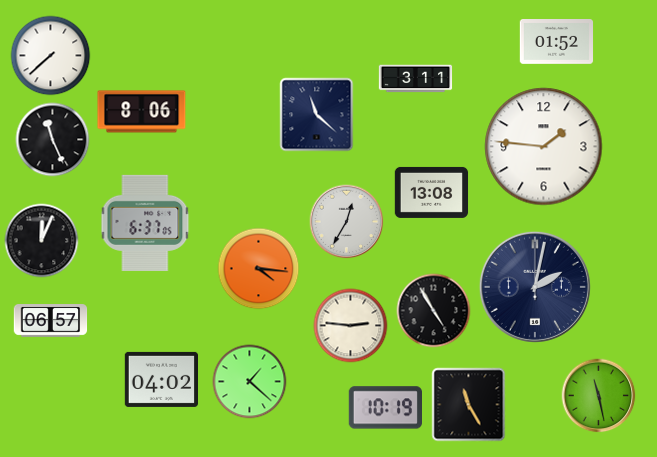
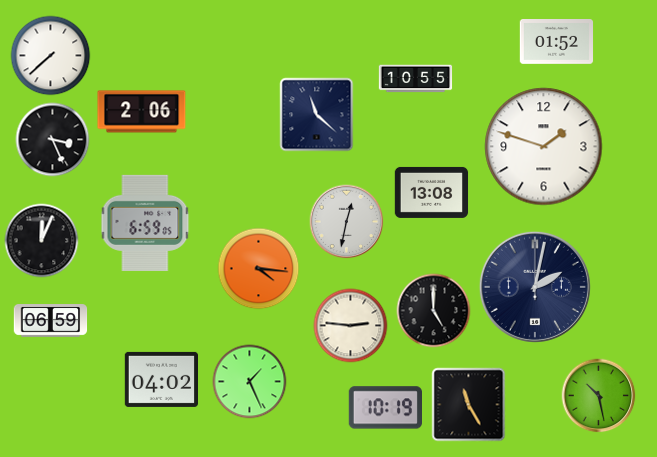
clock at (416, 79): 3:11 -> 10:55
clock at (142, 112): 8:06 -> 2:06
clock at (53, 140): 11:26 -> 3:26
clock at (544, 147): 1:46 -> 1:48
clock at (347, 222): 12:35 -> 12:32
clock at (145, 223): 6:37 -> 6:59
clock at (434, 311): 4:55 -> 5:00
clock at (51, 321): 06:57 -> 06:59
clock at (250, 382): 1:22 -> 1:26
clock at (599, 396): 11:28 -> 10:28
